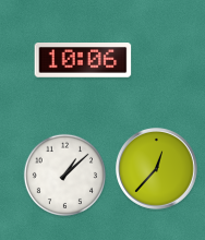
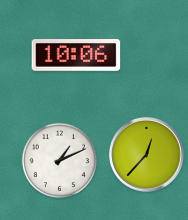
clock at (157, 169) position: (157, 169) -> (147, 155)
clock at (64, 175): 1:08 -> 1:11
